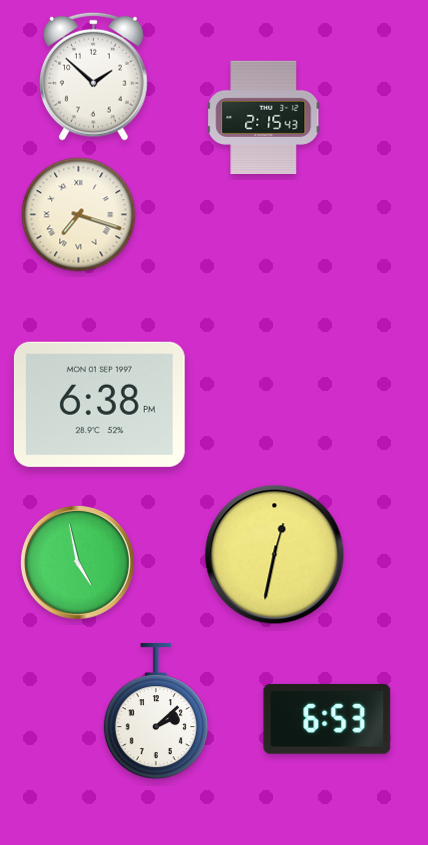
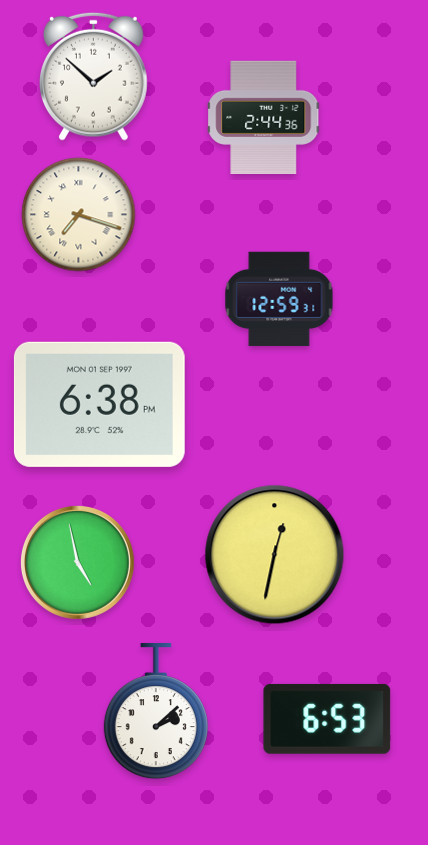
clock at (264, 117): 2:15 -> 2:44
clock at (279, 299): none -> 12:59
